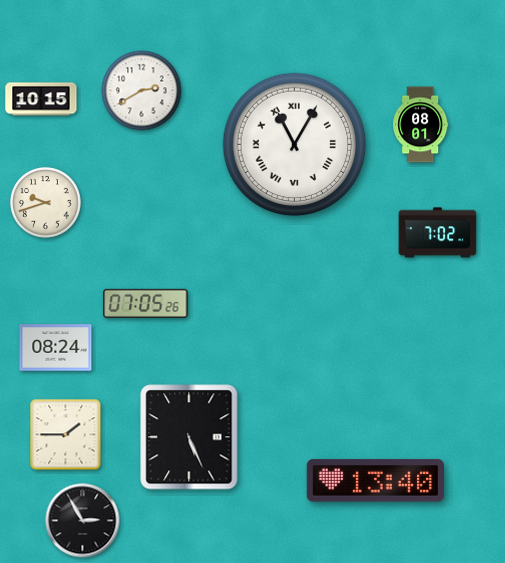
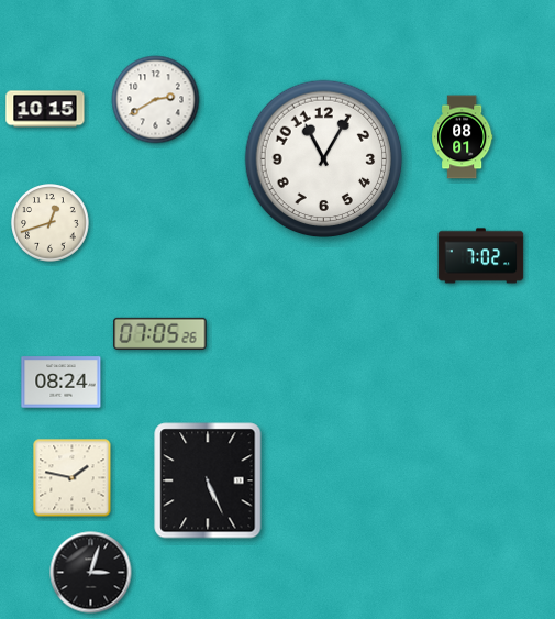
clock at (295, 145) numerals: Roman -> Arabic
clock at (46, 203): 9:42 -> 12:42
clock at (66, 435): 1:45 -> 1:47
clock at (375, 481): 13:40 -> none
clock at (83, 521): 2:55 -> 3:03
